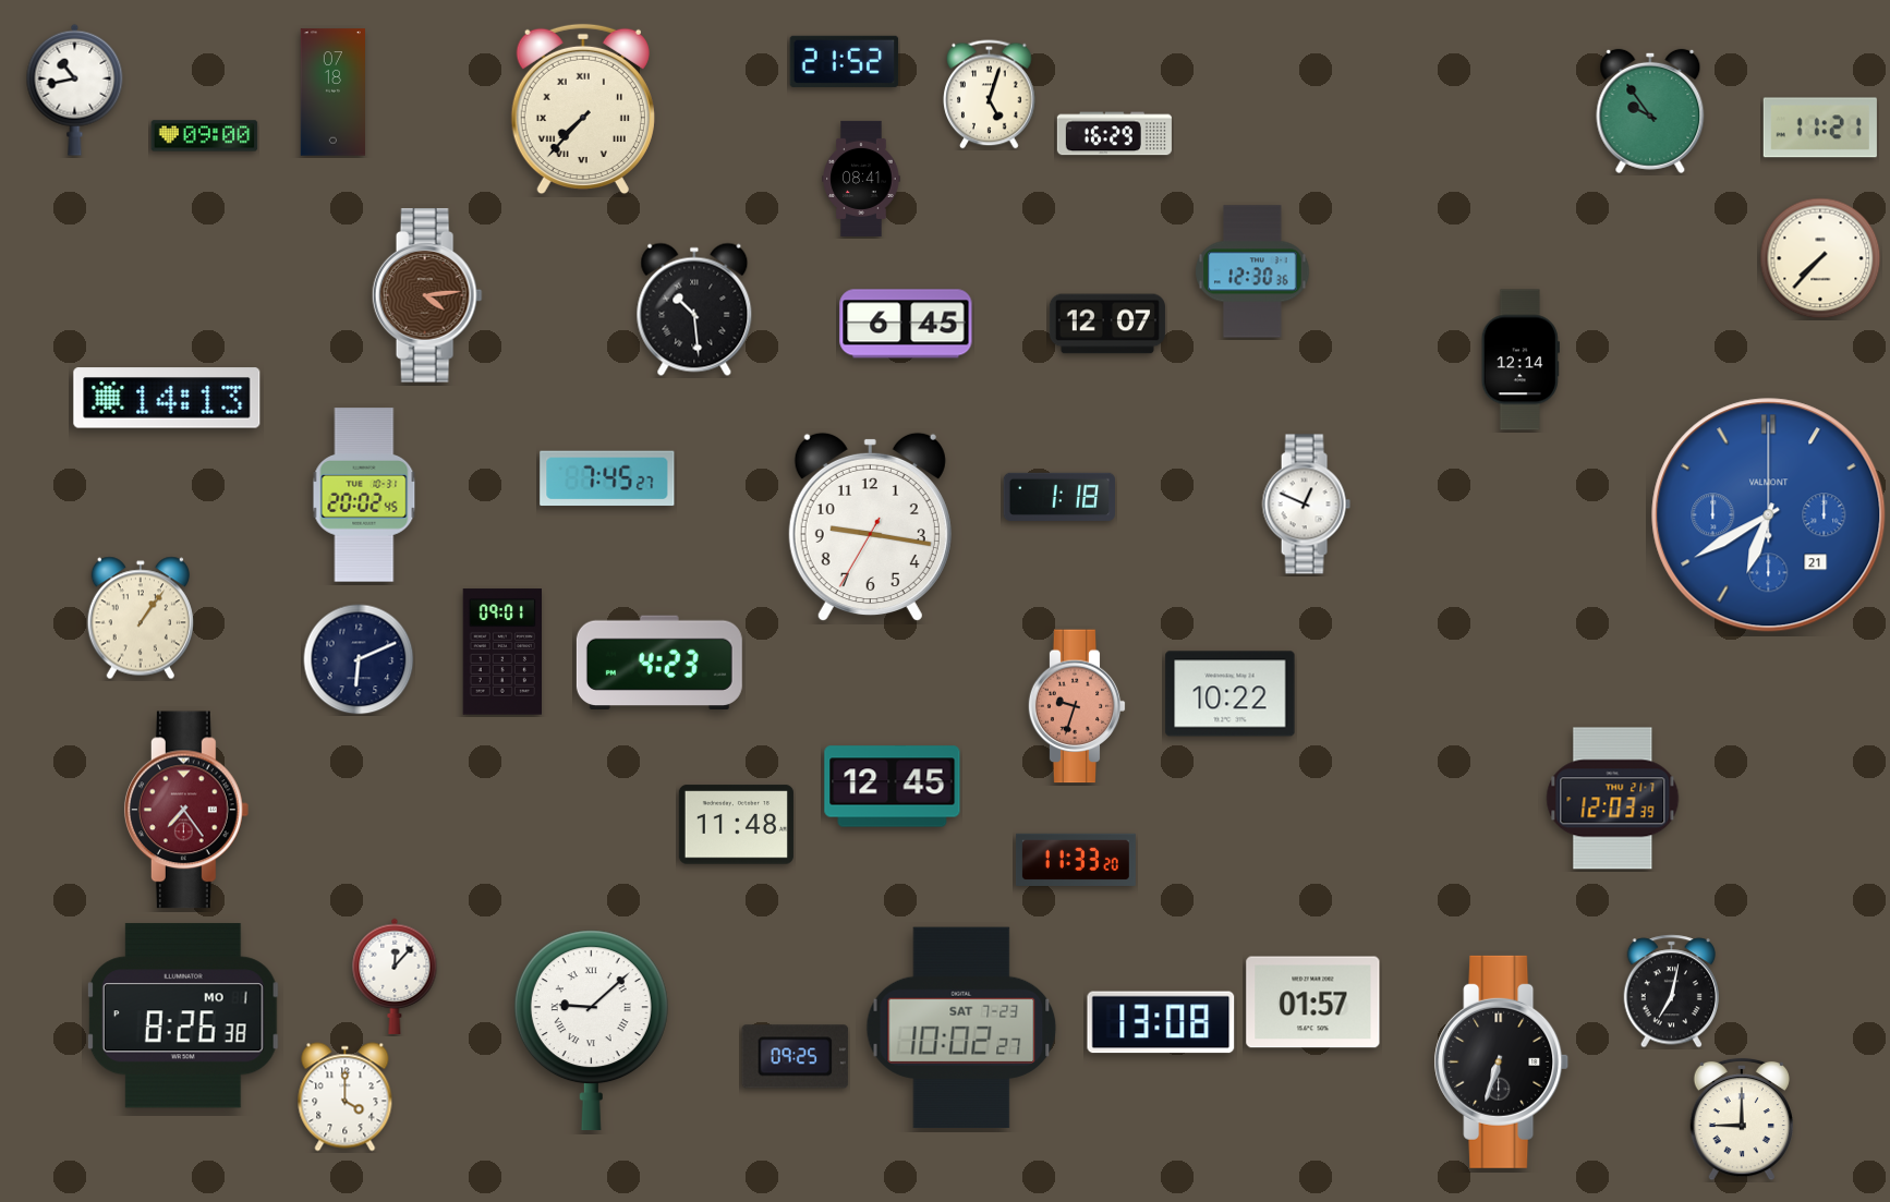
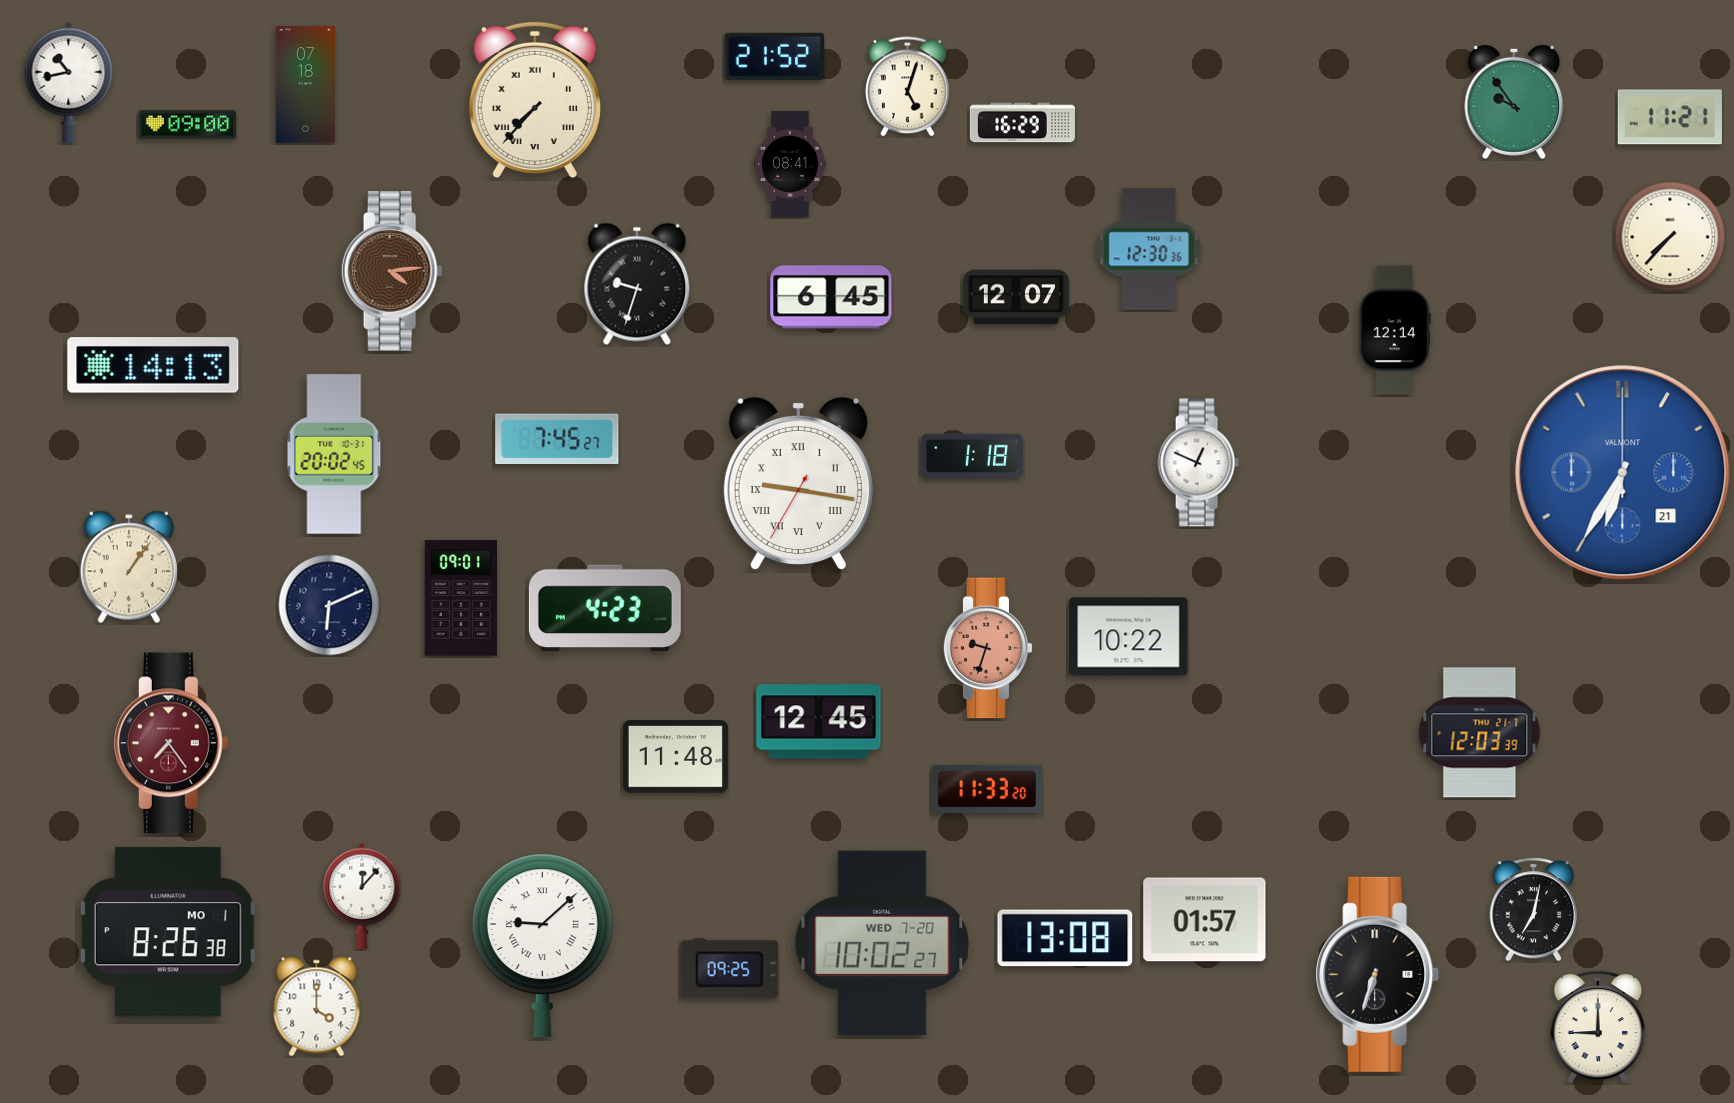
clock at (694, 309): 10:29 -> 9:33
clock at (1769, 515): 6:40 -> 6:35
clock at (870, 527) numerals: Arabic -> Roman
clock at (961, 1028) date: SAT 7-23 -> WED 7-20
